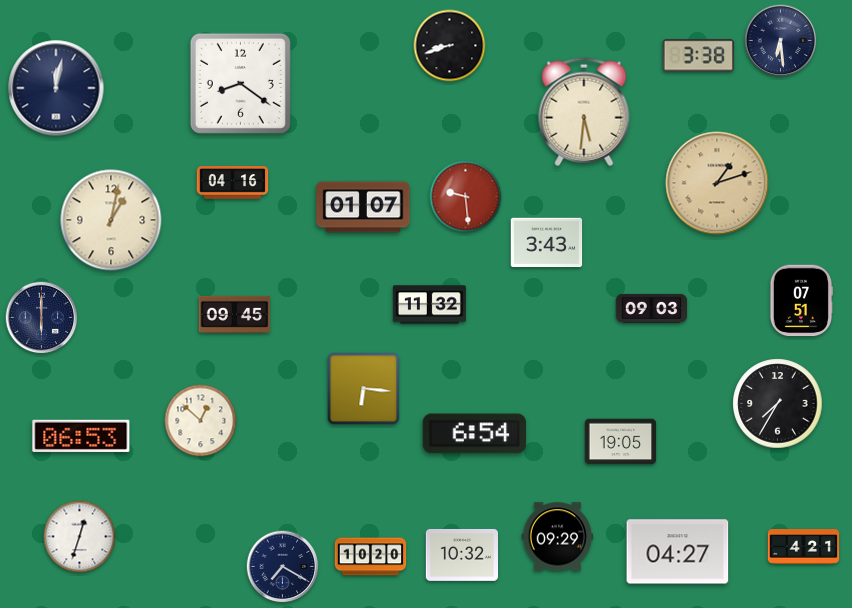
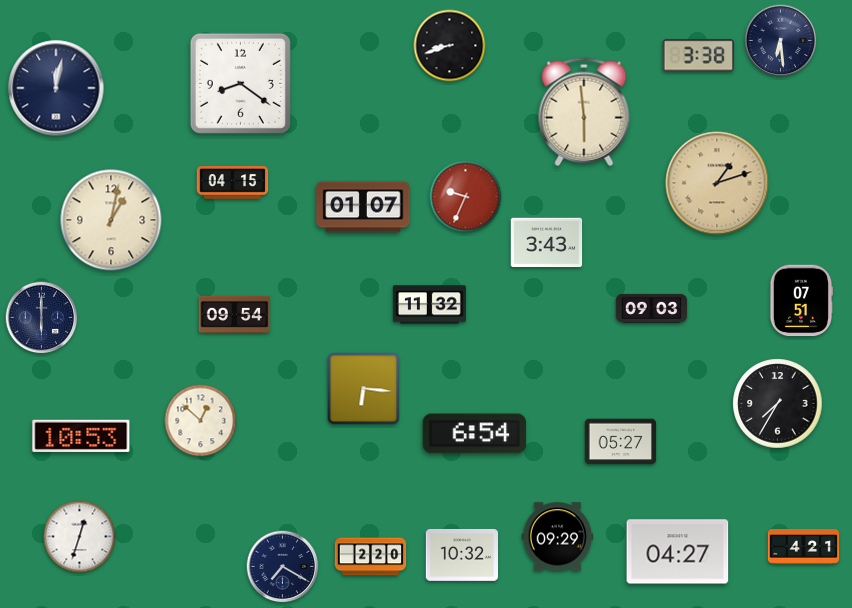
clock at (584, 112): 5:31 -> 5:59
clock at (233, 183): 04:16 -> 04:15
clock at (466, 197): 9:29 -> 9:34
clock at (235, 314): 09:45 -> 09:54
clock at (81, 436): 06:53 -> 10:53
clock at (621, 442): 19:05 -> 05:27
clock at (371, 557): 10:20 -> 2:20
